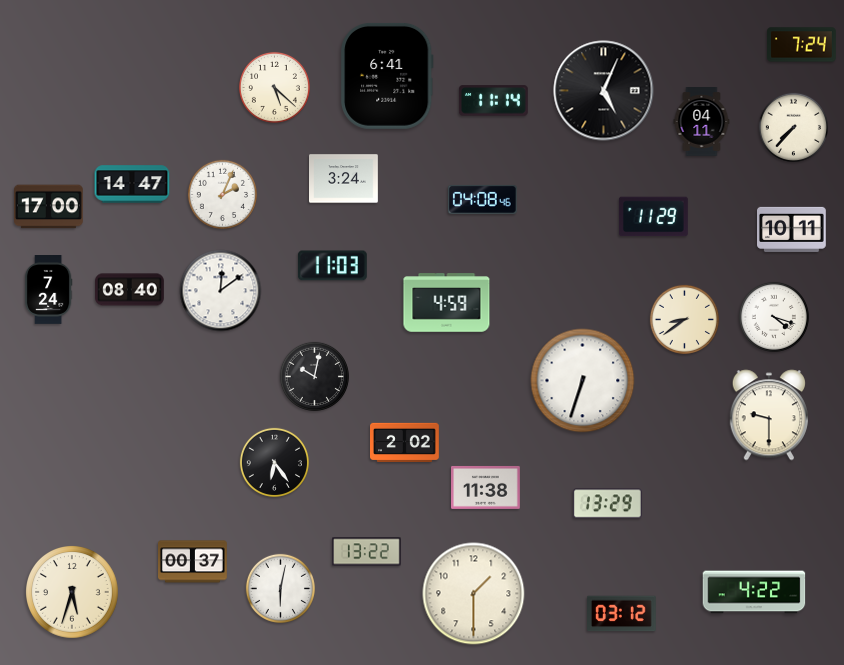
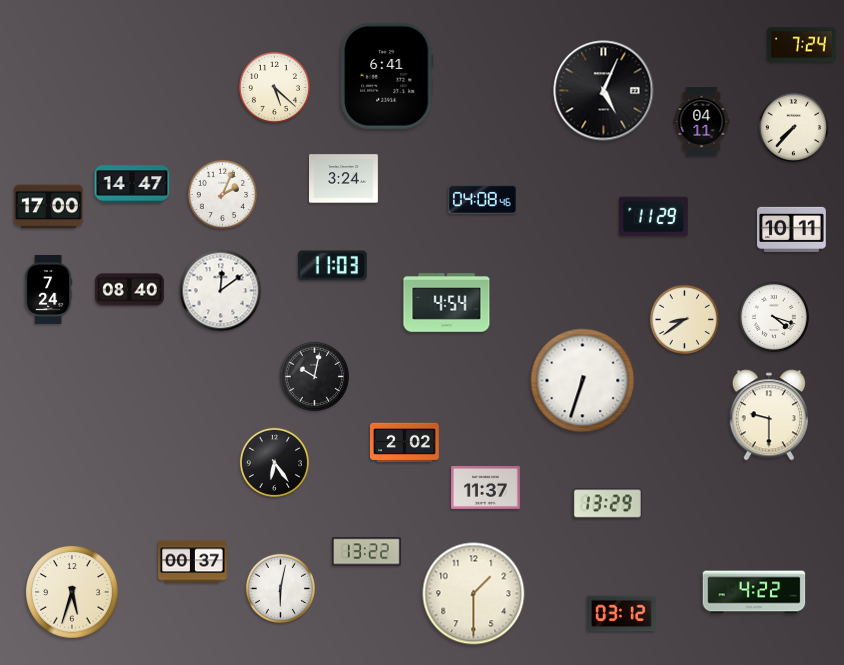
clock at (494, 101): 11:14 -> none
clock at (447, 303): 4:59 -> 4:54
clock at (486, 487): 11:38 -> 11:37
